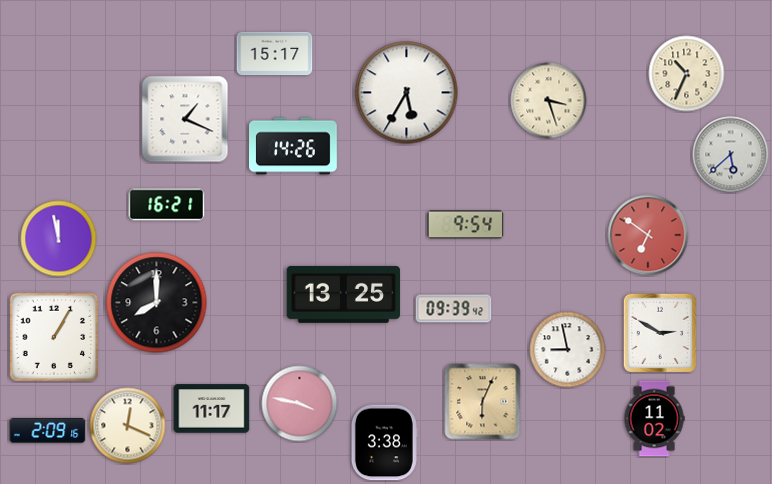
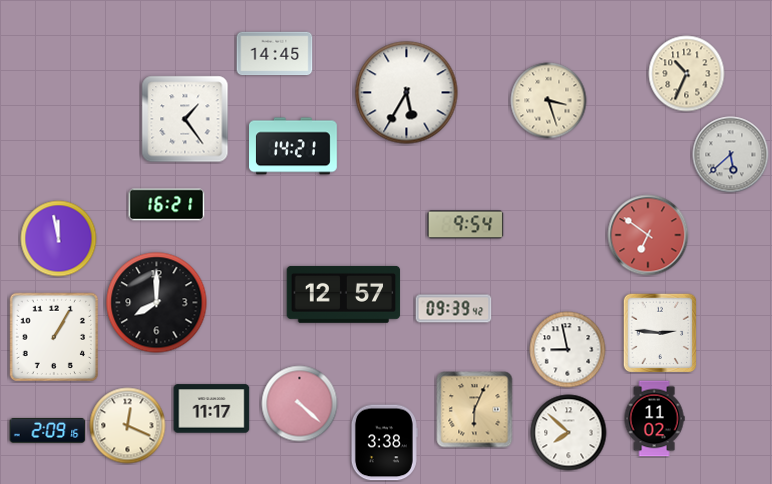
clock at (275, 54): 15:17 -> 14:45
clock at (185, 119): 1:19 -> 1:24
clock at (294, 146): 14:26 -> 14:21
clock at (344, 294): 13:25 -> 12:57
clock at (660, 333): 2:50 -> 2:46
clock at (483, 402) position: (483, 402) -> (475, 410)
clock at (300, 404): 3:47 -> 4:22
clock at (569, 433): none -> 7:52
